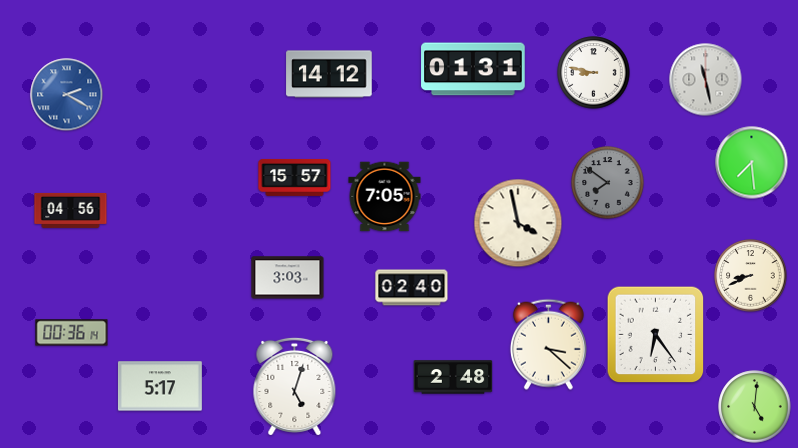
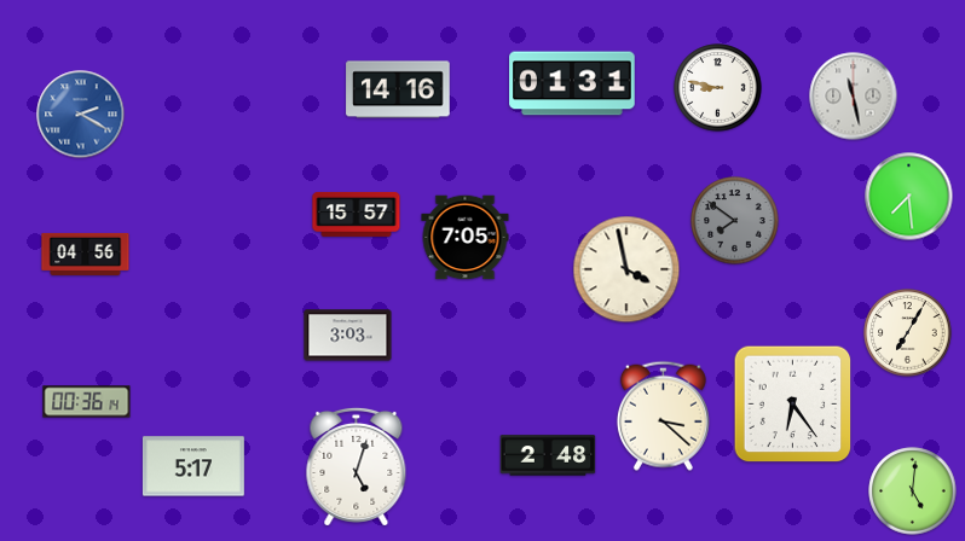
clock at (329, 74): 14:12 -> 14:16
clock at (751, 276): 8:41 -> 7:05
clock at (412, 288): 02:40 -> none
